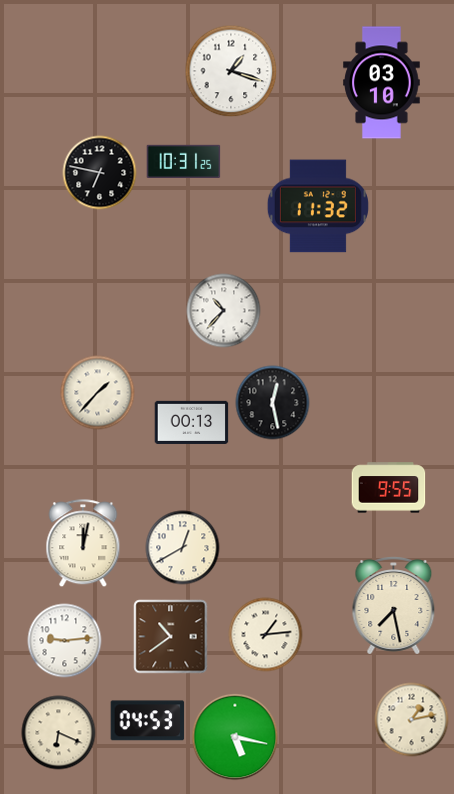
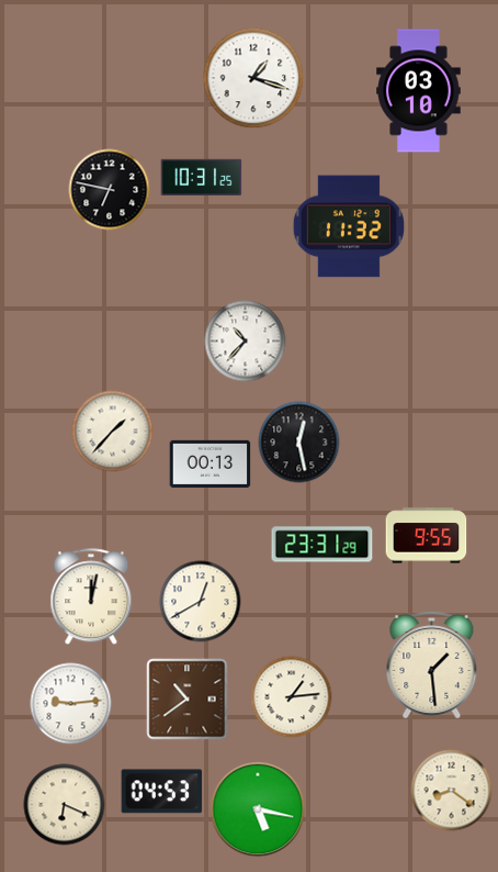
clock at (98, 393) position: (98, 393) -> (113, 432)
clock at (322, 545): none -> 23:31
clock at (394, 606): 7:28 -> 1:29
clock at (412, 720): 1:13 -> 8:21
